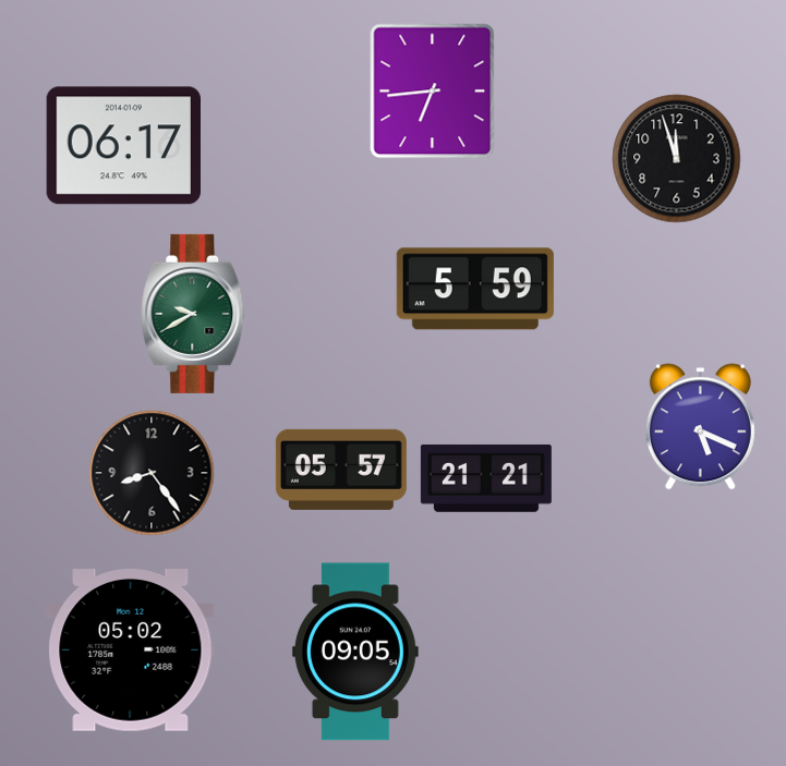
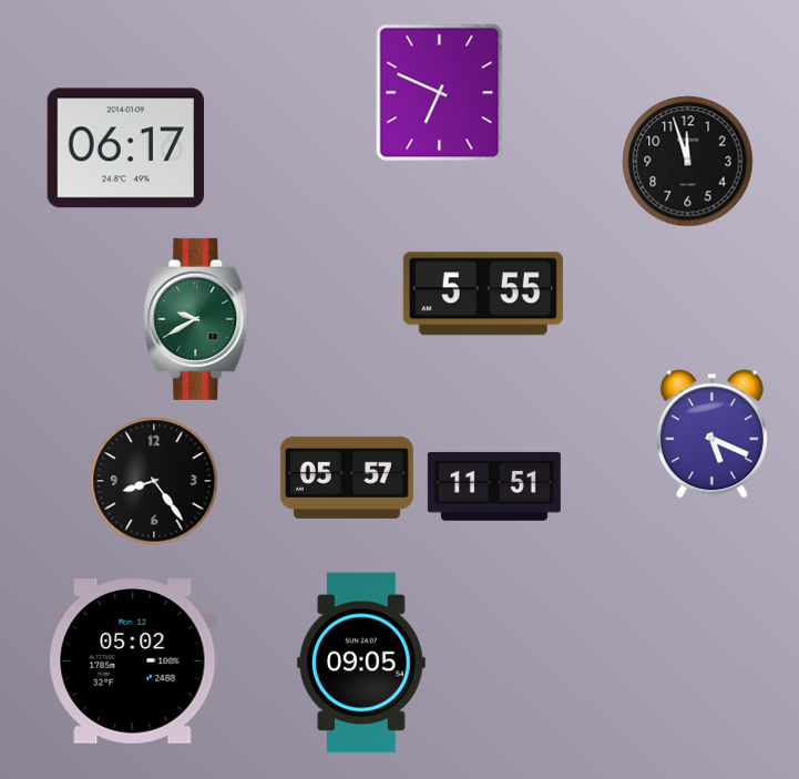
clock at (433, 92): 6:44 -> 6:49
clock at (475, 289): 5:59 -> 5:55
clock at (486, 478): 21:21 -> 11:51
